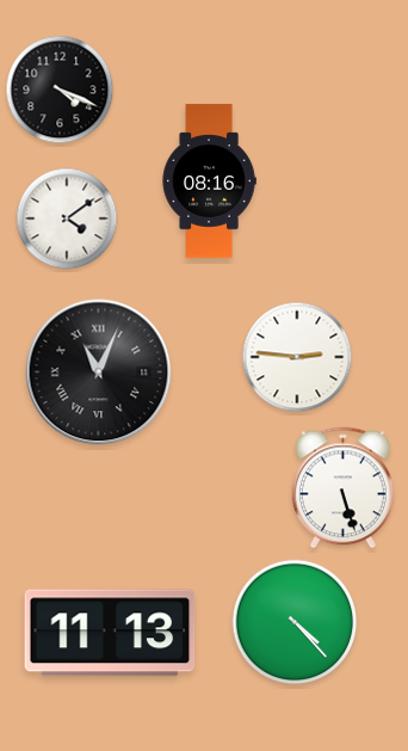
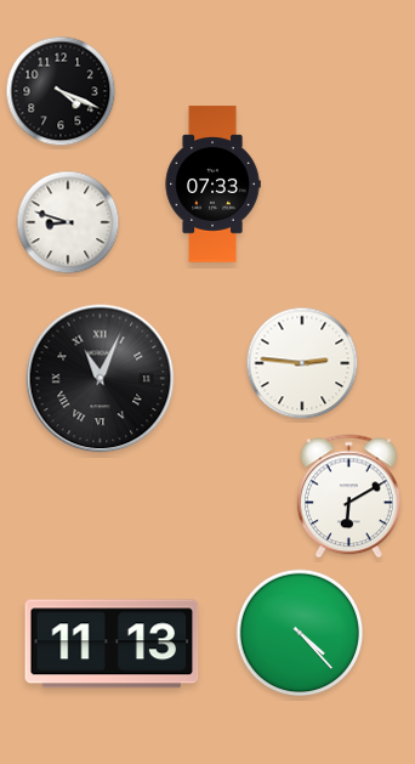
clock at (209, 181): 08:16 -> 07:33
clock at (67, 218): 4:09 -> 8:48
clock at (342, 488): 5:27 -> 6:10
